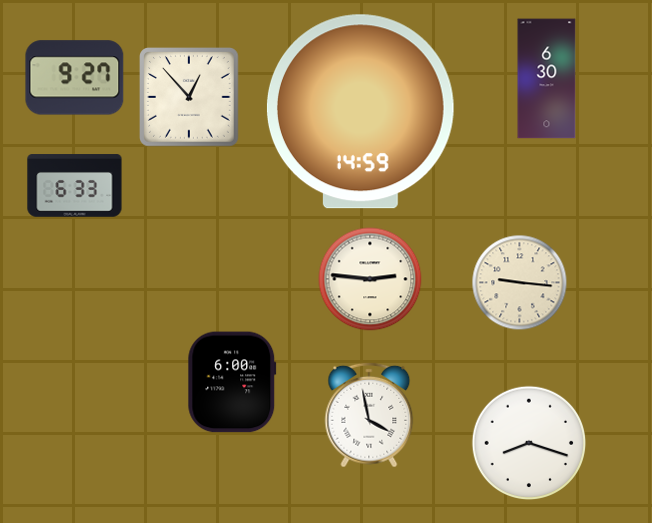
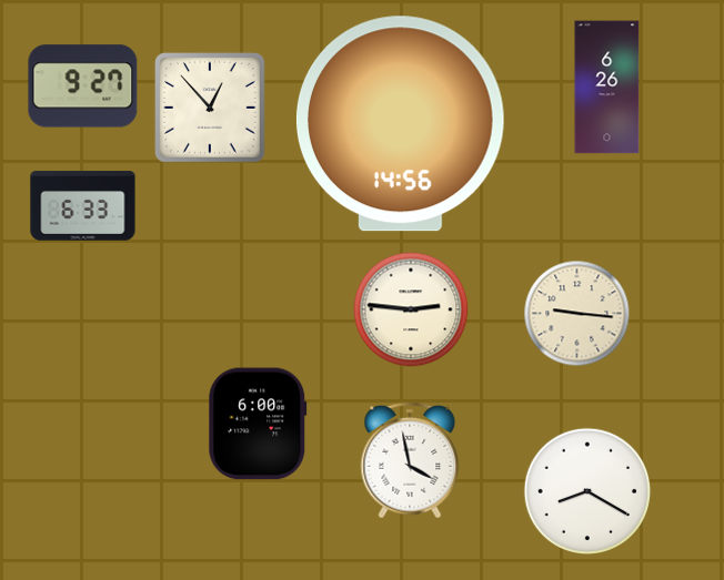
clock at (547, 79): 6:30 -> 6:26
clock at (360, 112): 14:59 -> 14:56
clock at (529, 443): 8:18 -> 8:20
